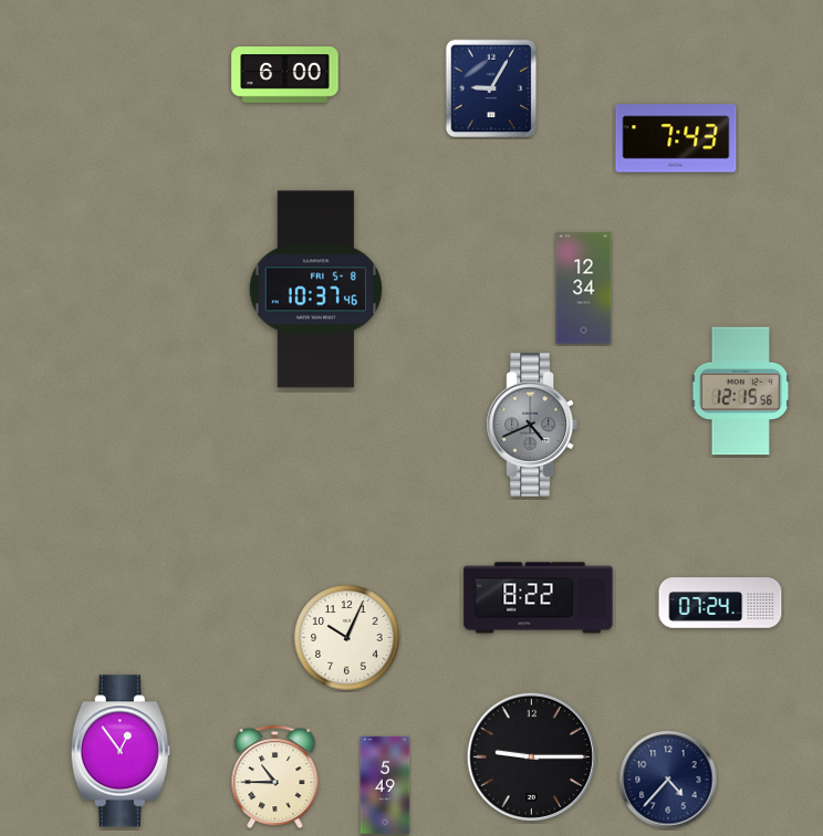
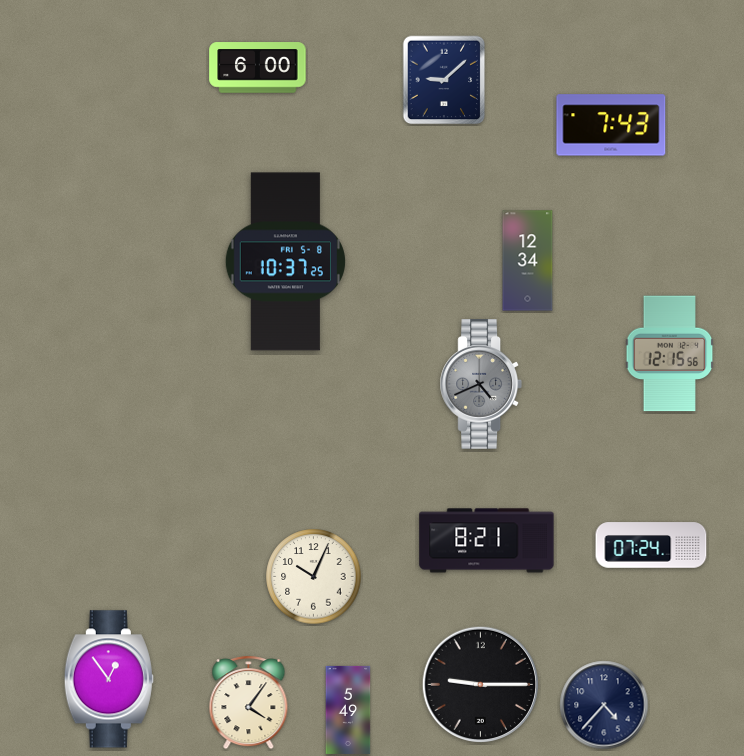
clock at (491, 88): 9:05 -> 9:08
clock at (315, 290): 10:37:46 -> 10:37:25
clock at (539, 598): 8:22 -> 8:21
clock at (275, 777): 10:45 -> 4:06
